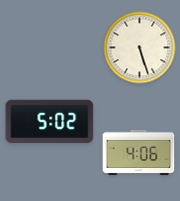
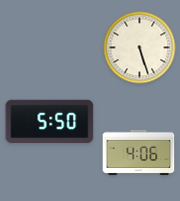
clock at (50, 122): 5:02 -> 5:50
